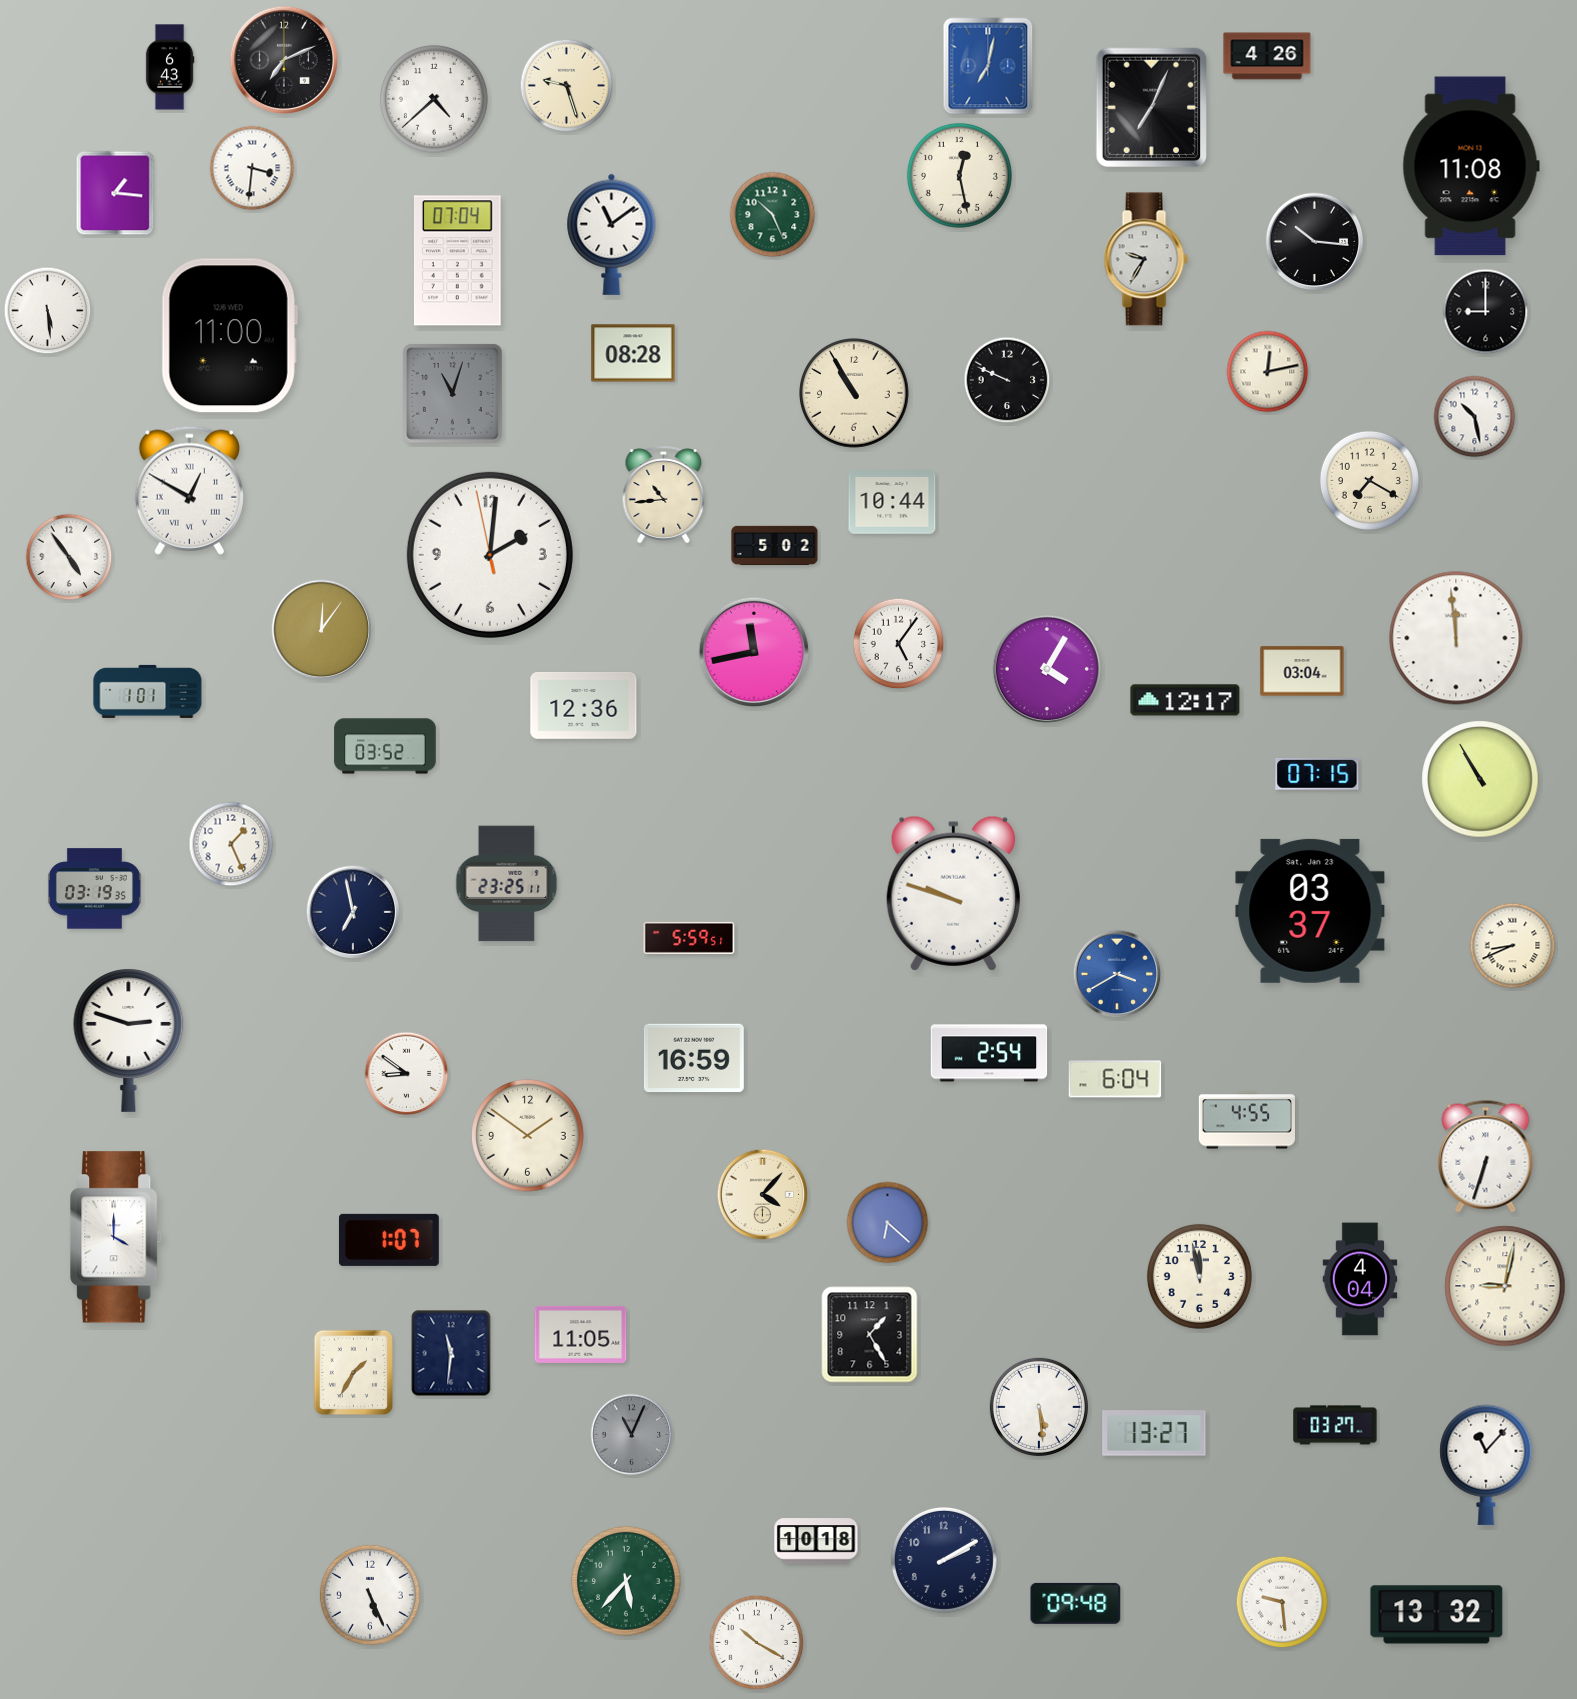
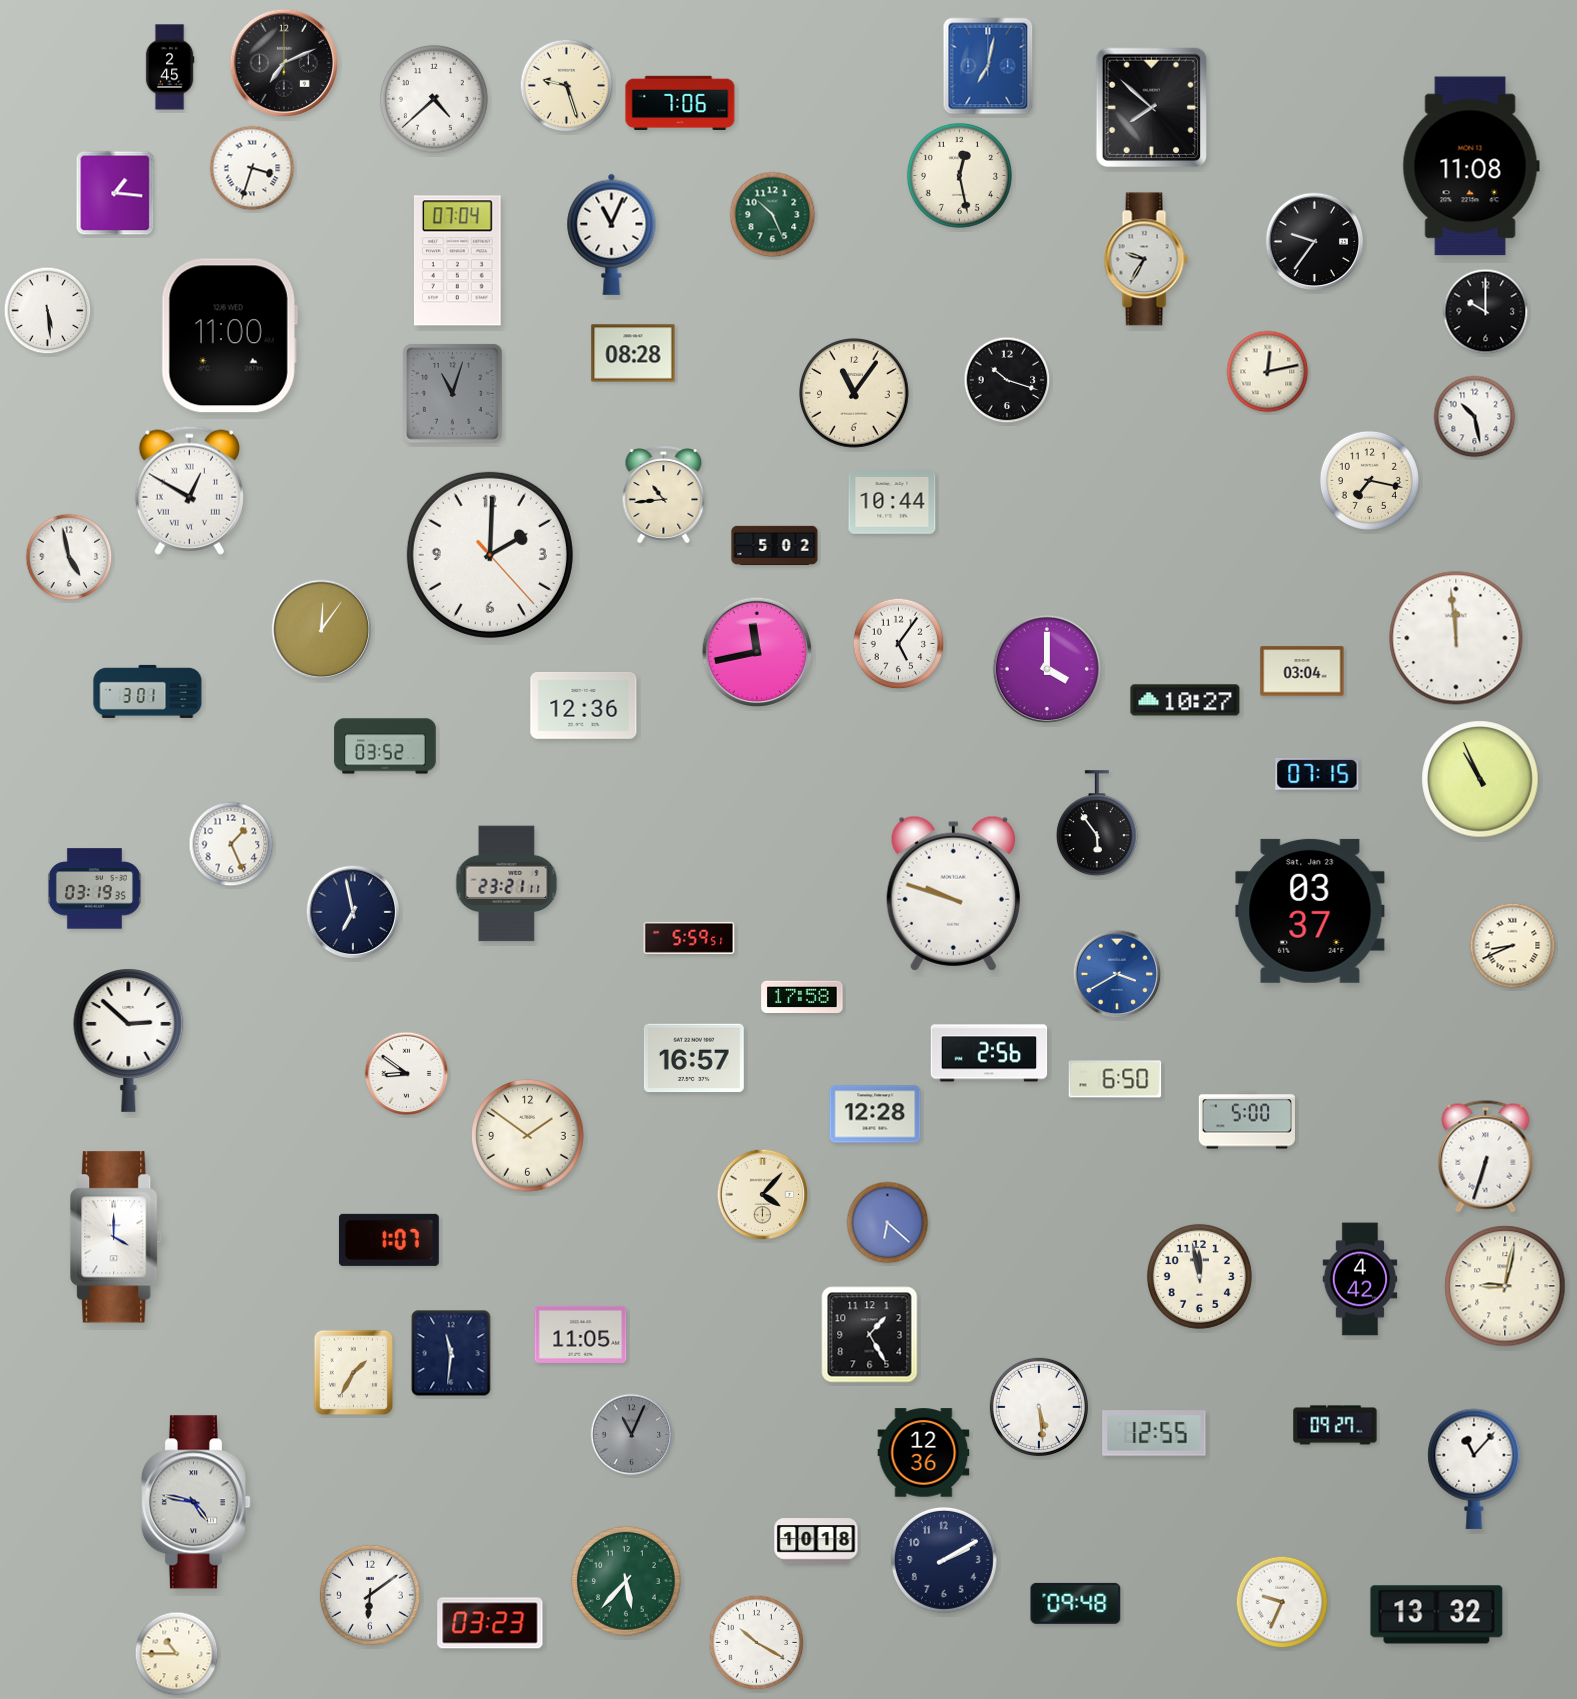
clock at (1267, 56): 4:26 -> none
clock at (283, 59) position: (283, 59) -> (283, 62)
clock at (170, 67): 6:43 -> 2:45
clock at (680, 102): none -> 7:06
clock at (1151, 108): 7:04 -> 7:52
clock at (252, 168): 3:31 -> 3:33
clock at (612, 234): 11:09 -> 11:04
clock at (1315, 242): 10:16 -> 9:36
clock at (1486, 312): 9:00 -> 10:00
clock at (1007, 380): 9:49 -> 10:18
clock at (855, 394): 10:55 -> 11:06
clock at (1369, 480): 7:20 -> 7:17
clock at (490, 555): 2:00:58 -> 2:00:23
clock at (69, 557): 4:54 -> 4:58
clock at (753, 651) position: (753, 651) -> (756, 651)
clock at (1046, 668): 4:05 -> 4:00
clock at (148, 691): 1:01 -> 3:01
clock at (1185, 700): 12:17 -> 10:27
clock at (1480, 779): 10:55 -> 10:56
clock at (1097, 824): none -> 5:54
clock at (507, 884): 23:25 -> 23:21
clock at (802, 997): none -> 17:58
clock at (129, 1041): 2:48 -> 2:52
clock at (989, 1053): 2:54 -> 2:56
clock at (694, 1058): 16:59 -> 16:57
clock at (1115, 1079): 6:04 -> 6:50
clock at (875, 1114): none -> 12:28
clock at (1246, 1120): 4:55 -> 5:00
clock at (1360, 1279): 4:04 -> 4:42
clock at (1335, 1425): 03:27 -> 09:27
clock at (1154, 1433): 13:27 -> 12:55
clock at (924, 1453): none -> 12:36
clock at (1486, 1465) position: (1486, 1465) -> (1474, 1469)
clock at (195, 1502): none -> 4:47
clock at (370, 1595): 5:26 -> 6:09
clock at (1282, 1602): 9:29 -> 9:34
clock at (490, 1623): none -> 03:23
clock at (177, 1654): none -> 10:45
